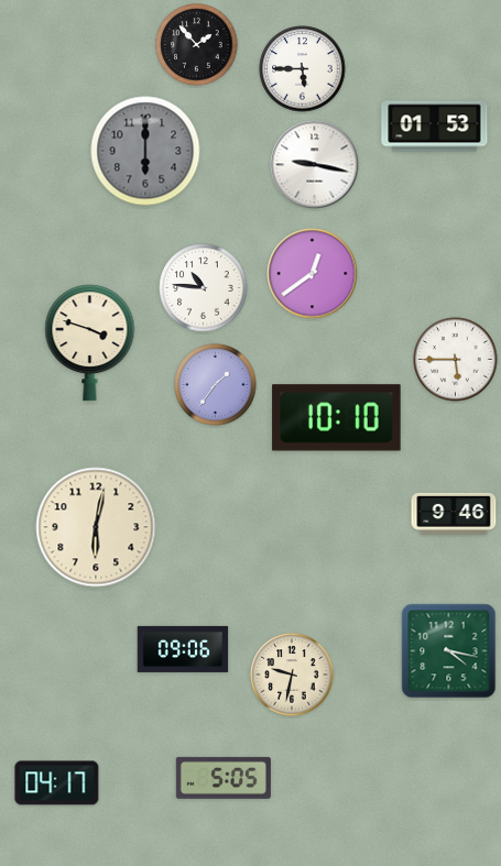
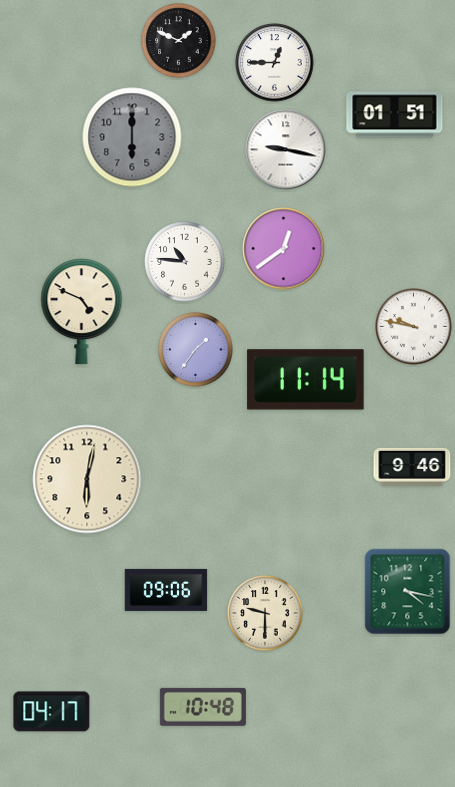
clock at (197, 45): 1:53 -> 1:49
clock at (303, 69): 5:45 -> 12:45
clock at (435, 127): 01:53 -> 01:51
clock at (90, 343): 3:48 -> 4:49
clock at (456, 360): 5:45 -> 9:47
clock at (337, 418): 10:10 -> 11:14
clock at (292, 675): 9:32 -> 9:30
clock at (224, 778): 5:05 -> 10:48
